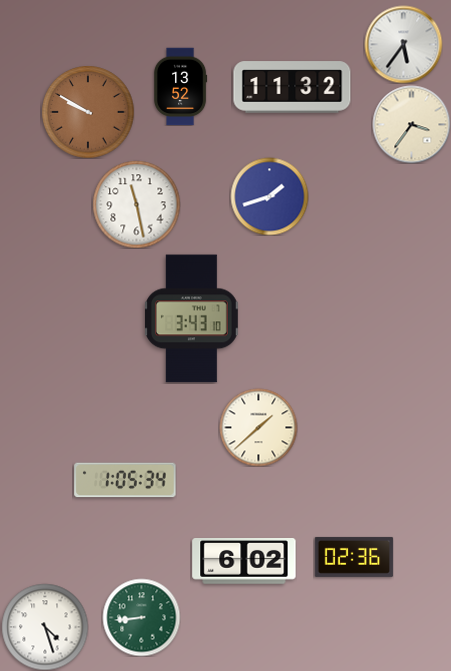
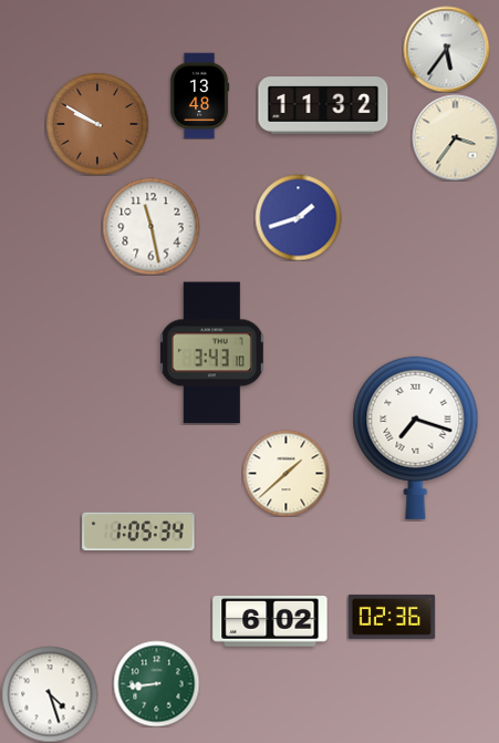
clock at (180, 86): 13:52 -> 13:48
clock at (292, 87) position: (292, 87) -> (323, 105)
clock at (416, 437): none -> 7:18
